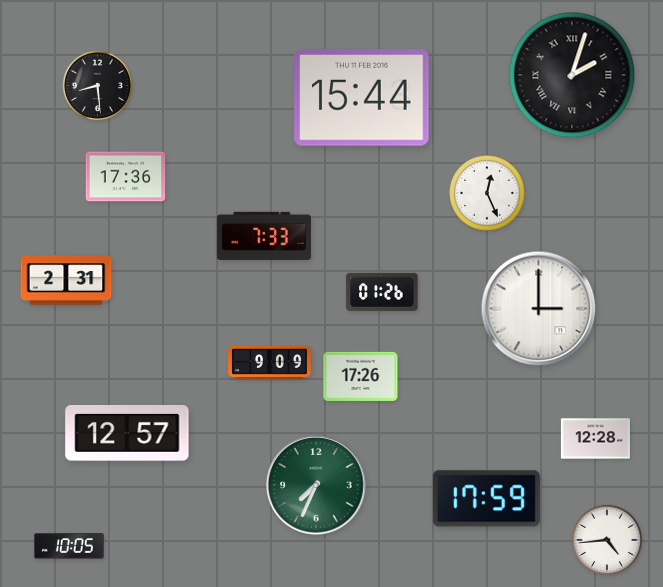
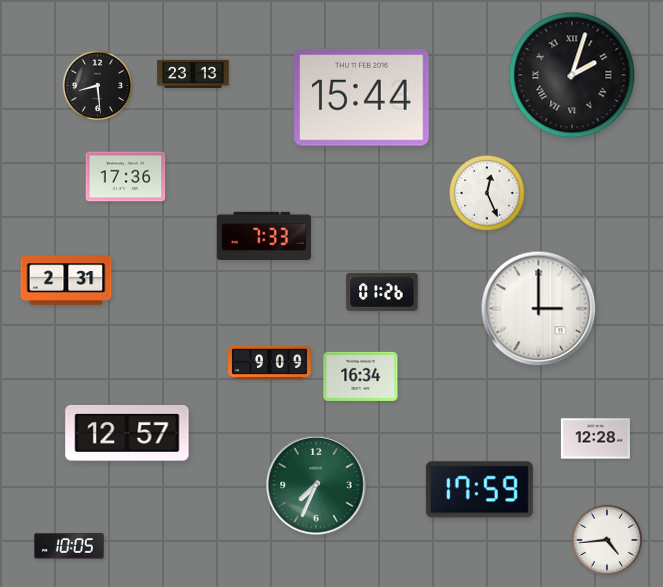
clock at (193, 74): none -> 23:13
clock at (361, 376): 17:26 -> 16:34
clock at (486, 499) position: (486, 499) -> (479, 490)
